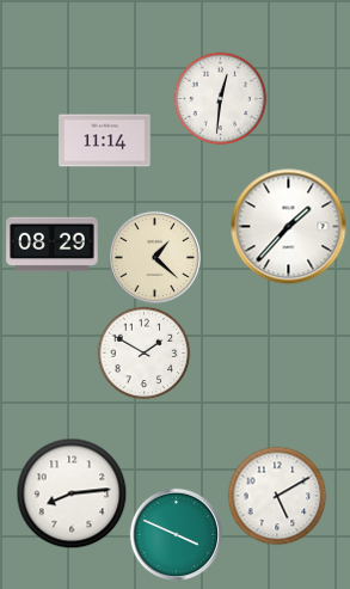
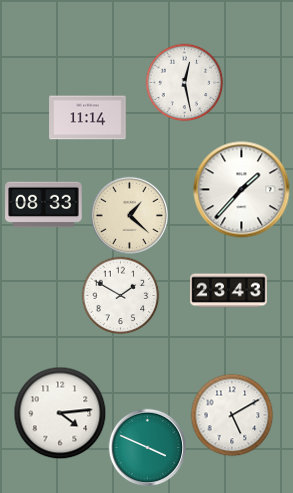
clock at (220, 98): 12:31 -> 12:28
clock at (53, 245): 08:29 -> 08:33
clock at (229, 291): none -> 23:43
clock at (72, 493): 8:14 -> 4:14
